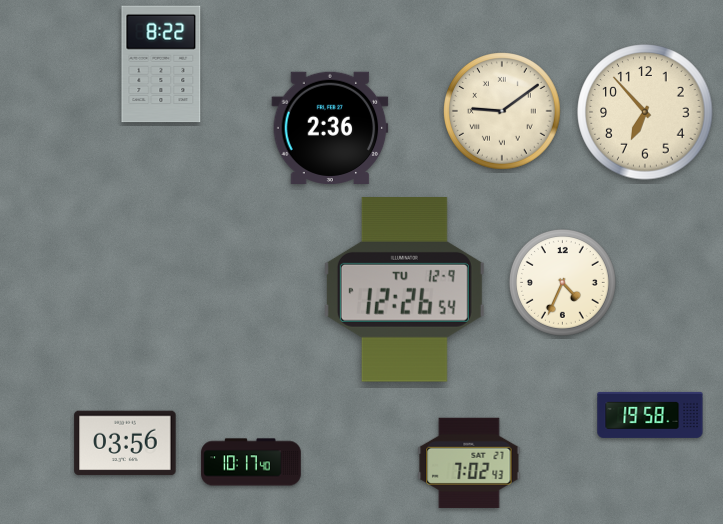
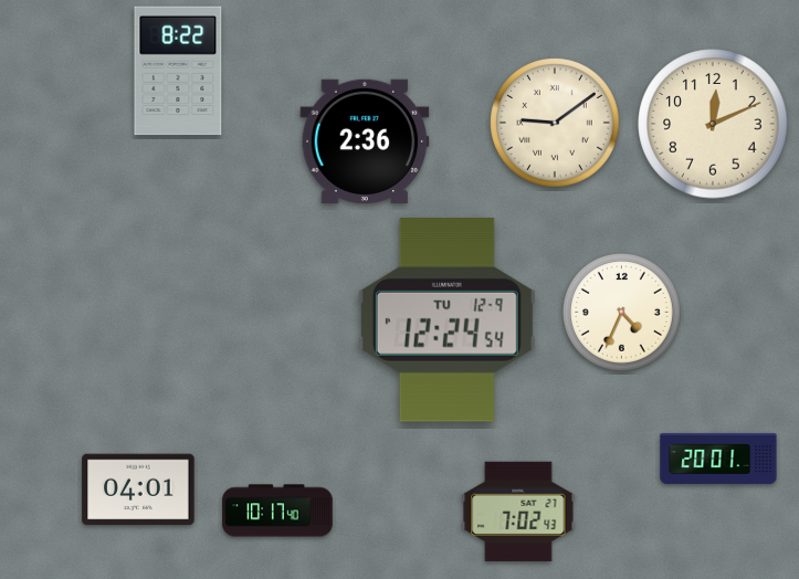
clock at (645, 112): 6:53 -> 12:11
clock at (404, 290): 12:26 -> 12:24
clock at (650, 415): 19:58 -> 20:01
clock at (125, 443): 03:56 -> 04:01
